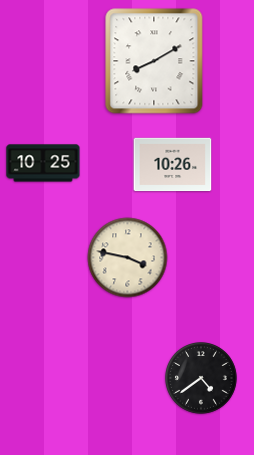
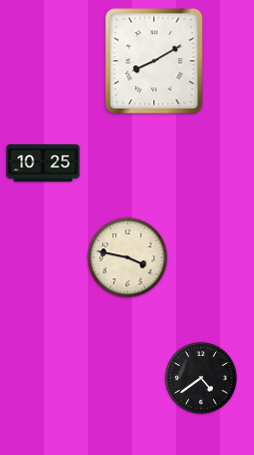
clock at (173, 165): 10:26 -> none
